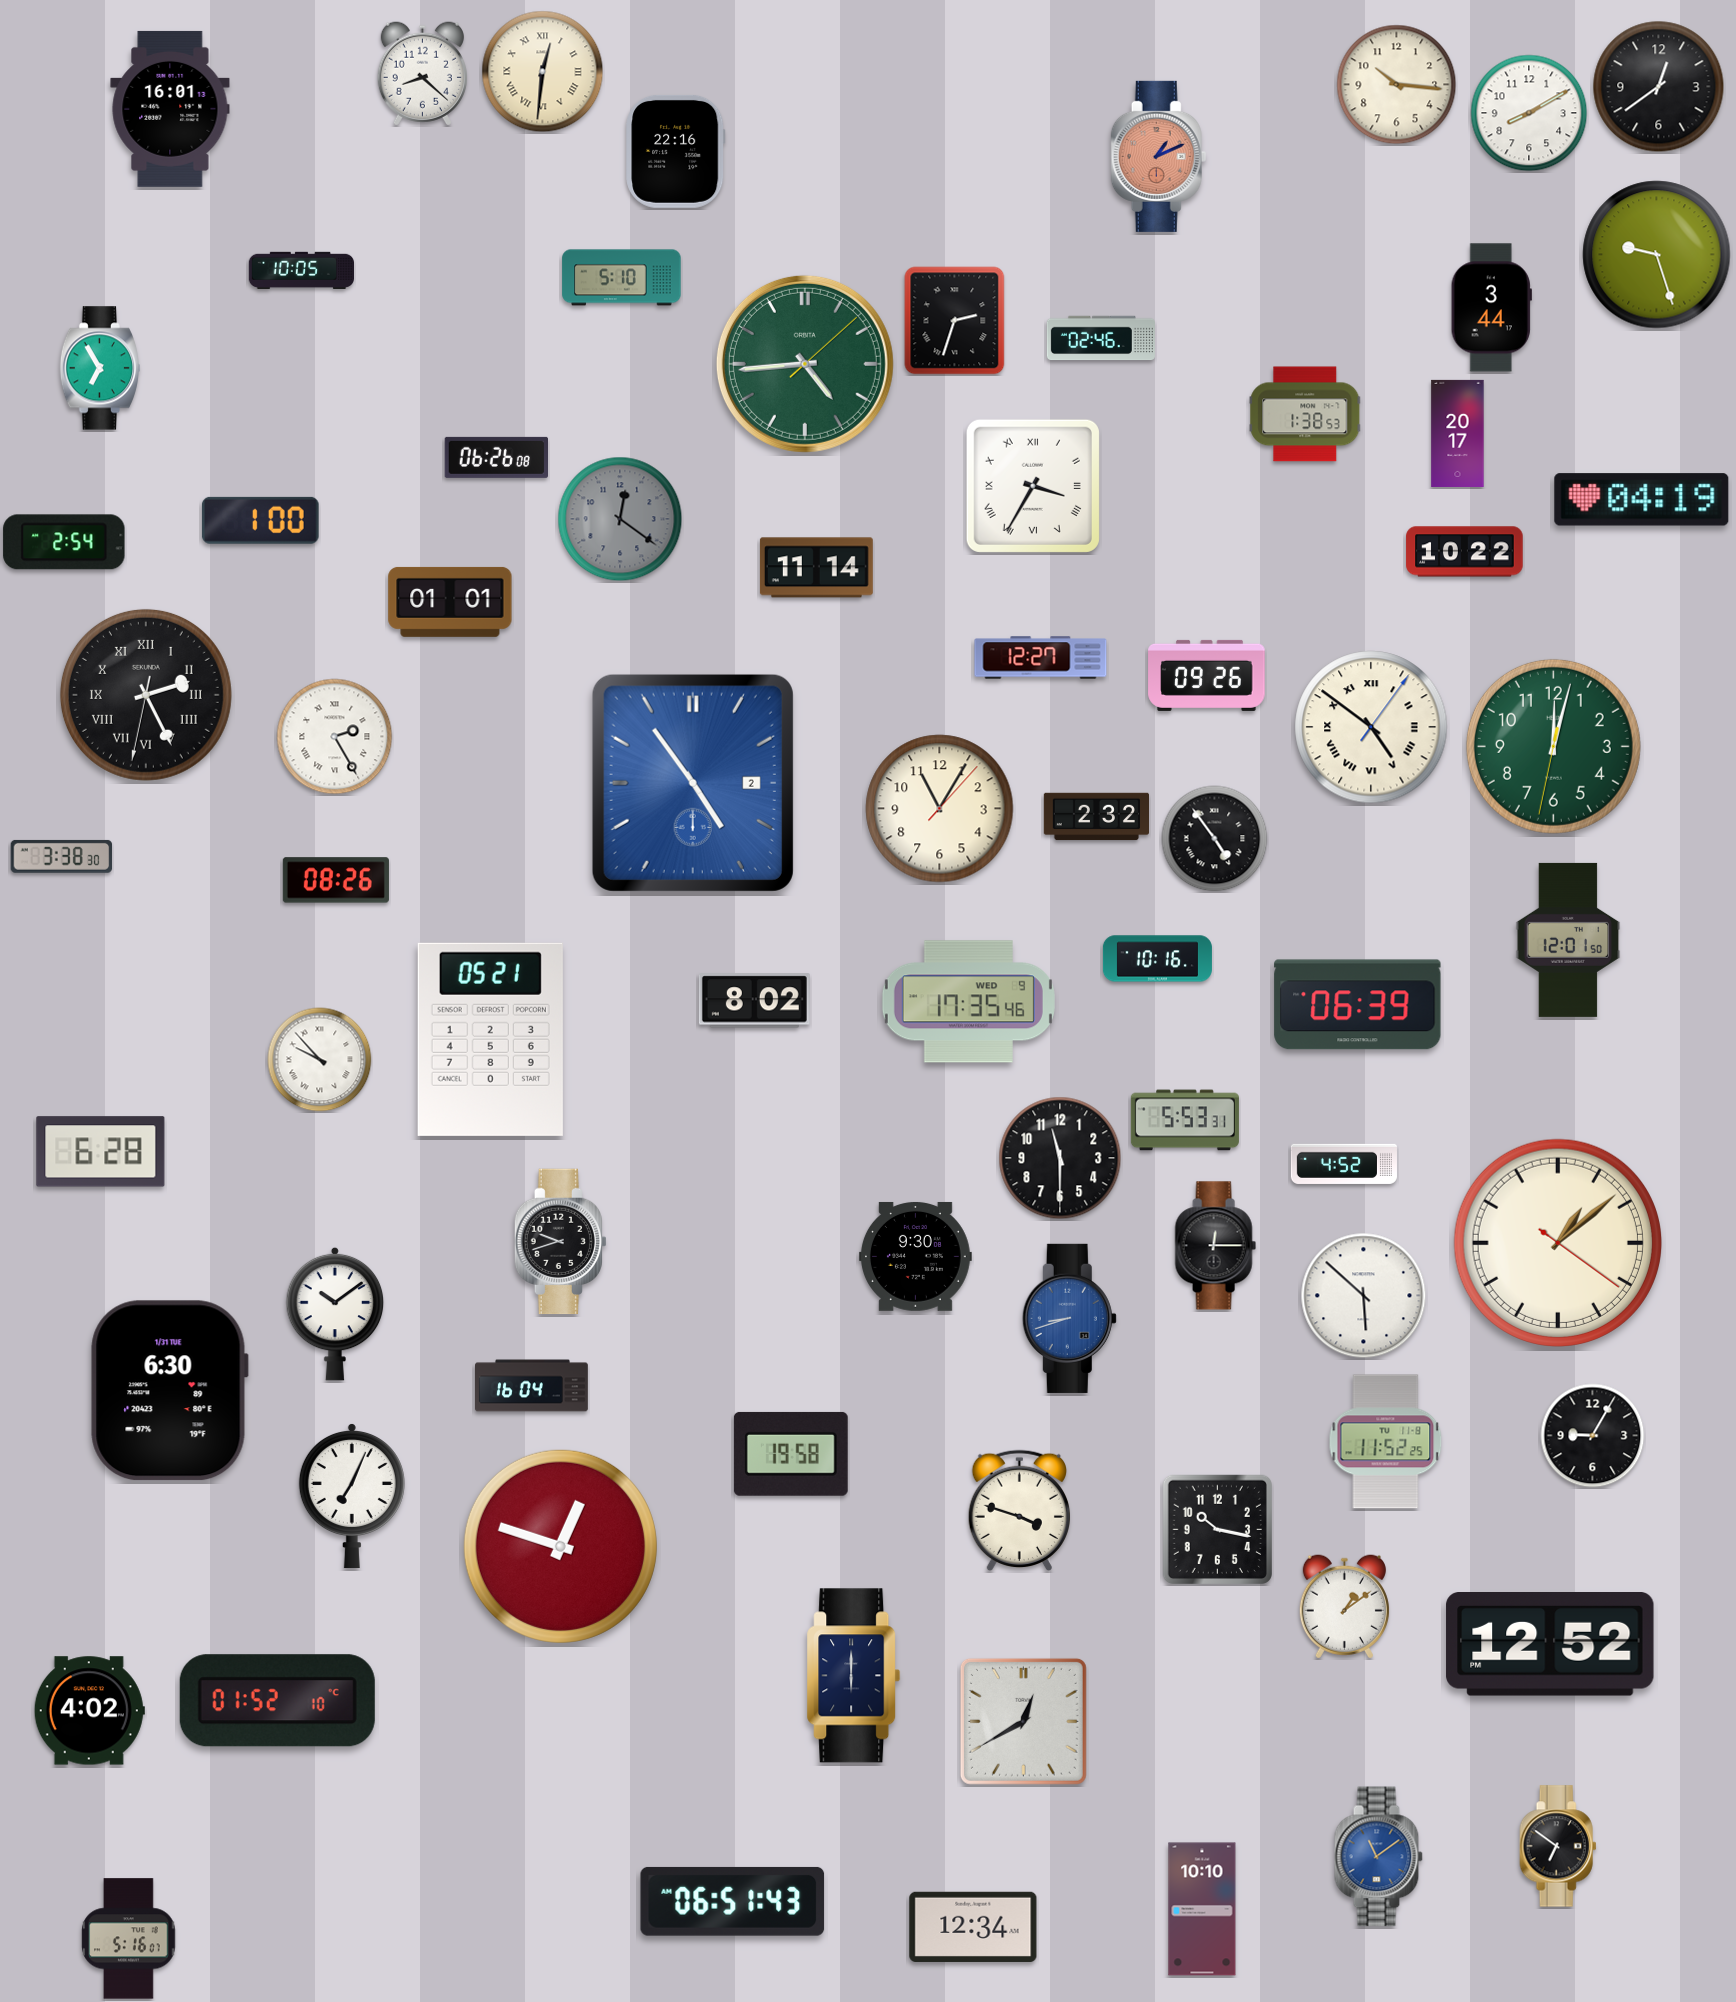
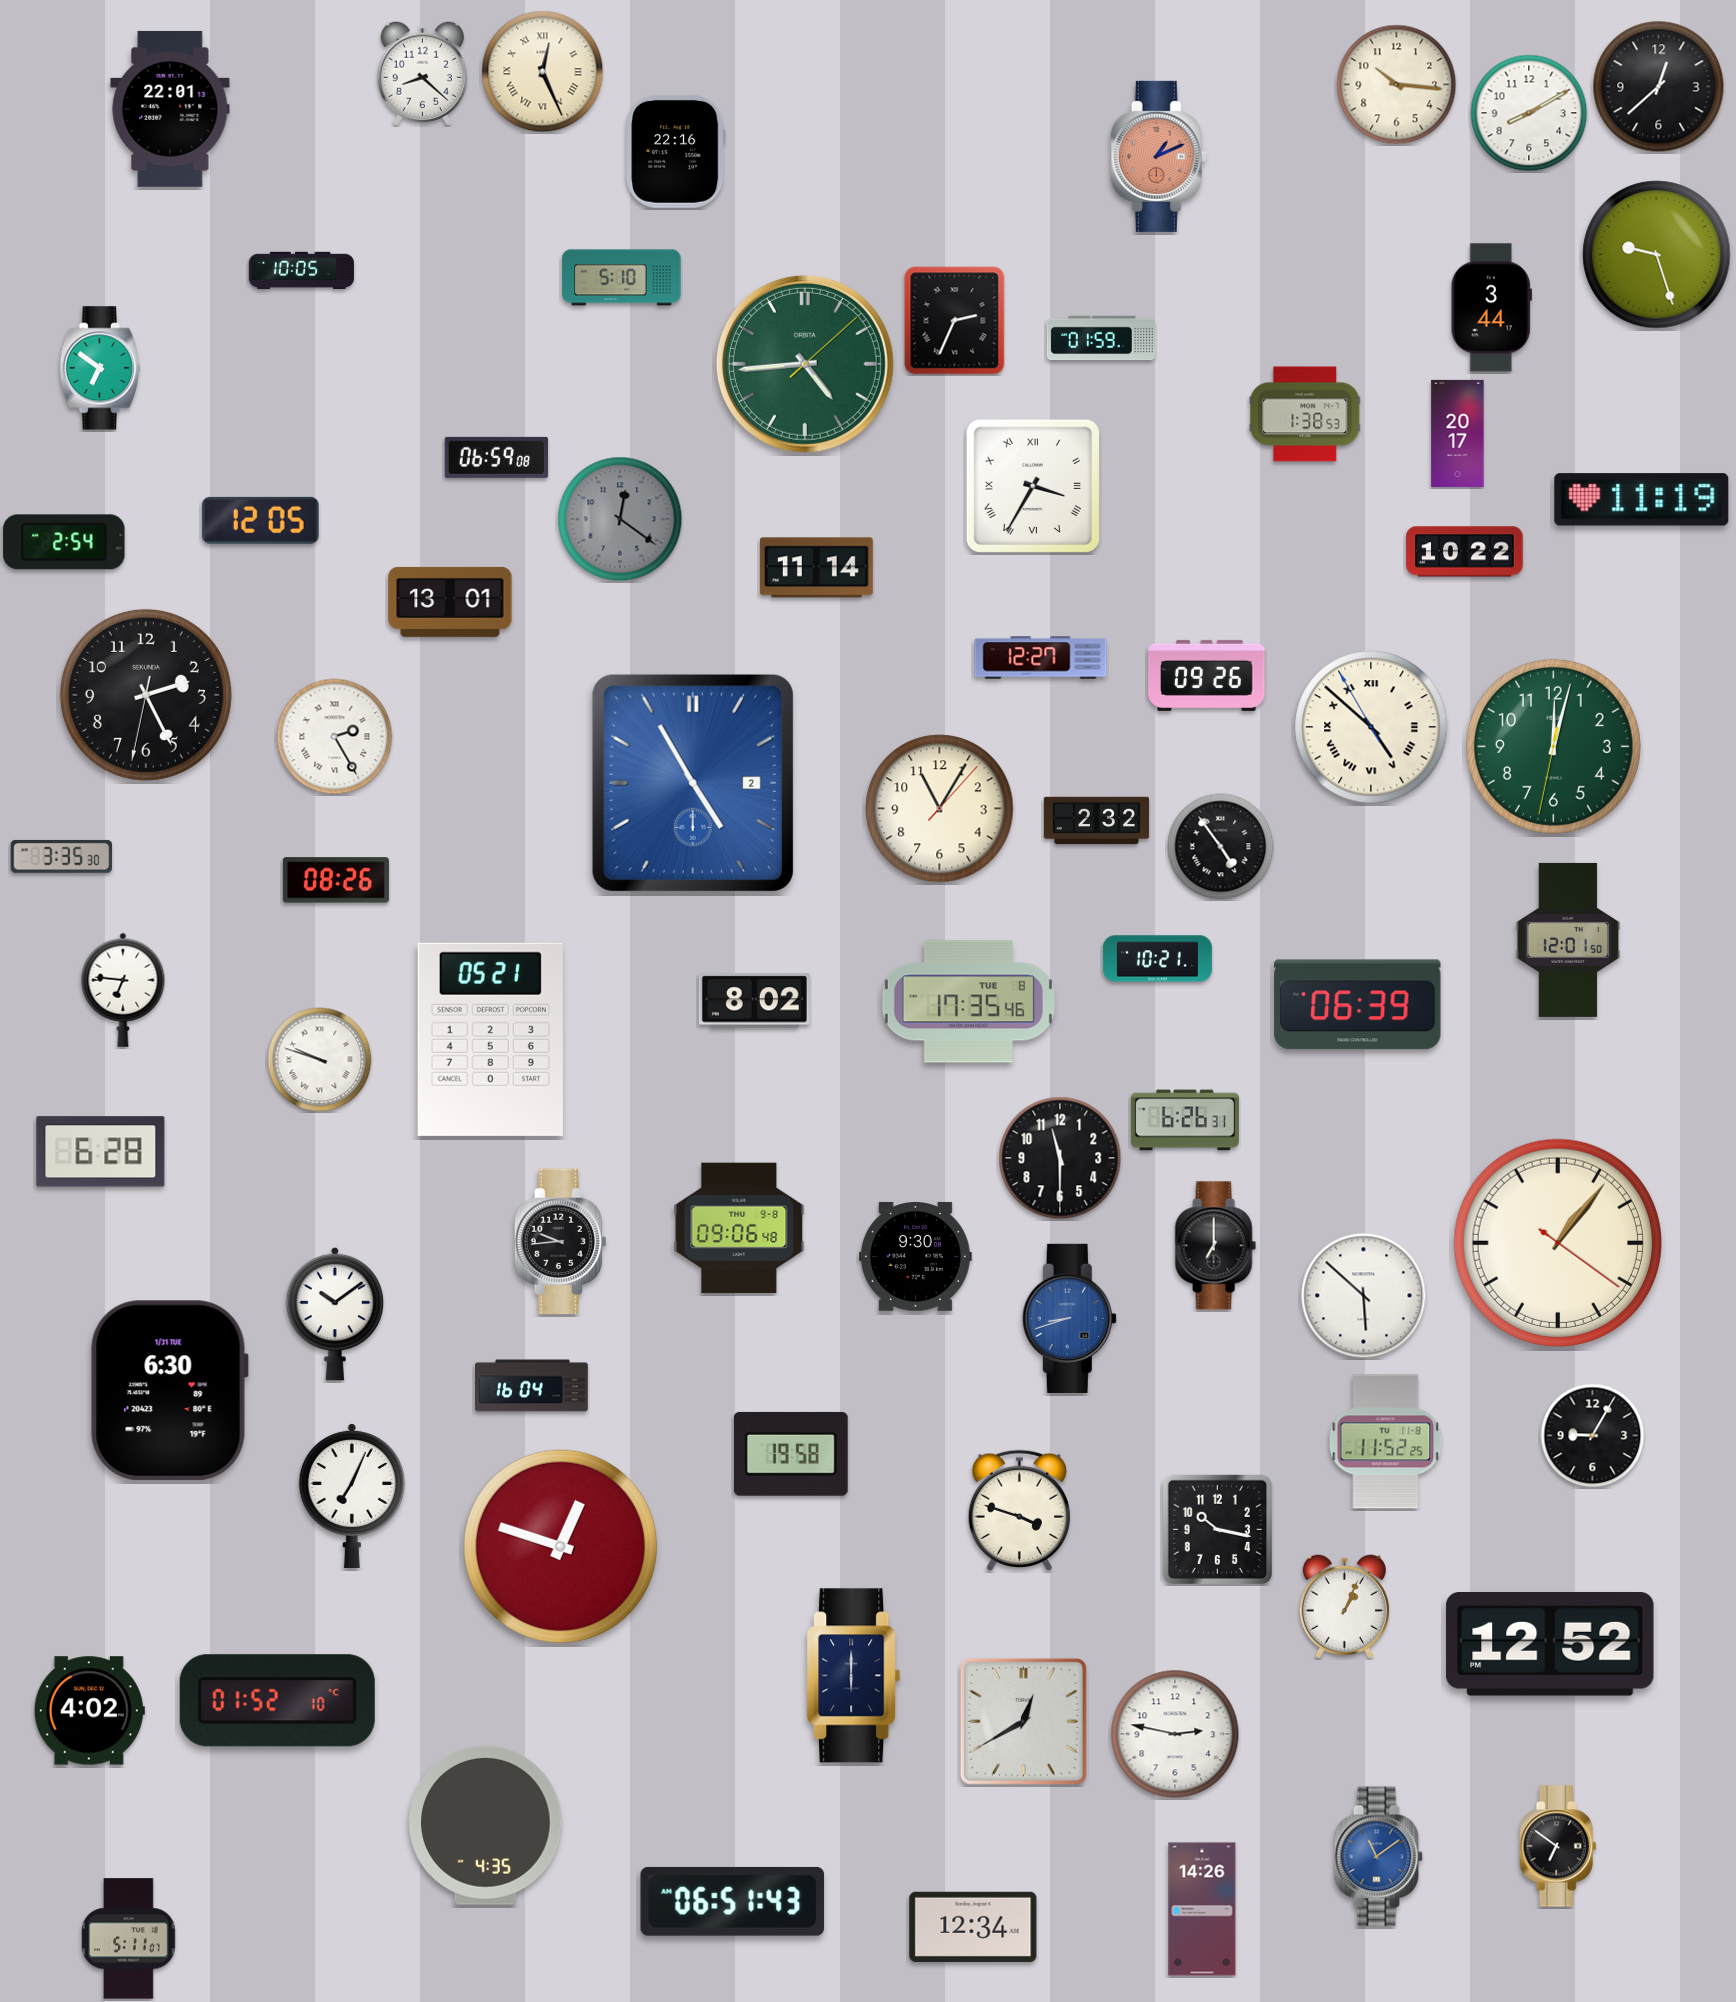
clock at (543, 72): 12:31 -> 12:26
clock at (1659, 87): 12:39 -> 12:38
clock at (170, 109): 16:01 -> 22:01
clock at (955, 321): 2:33 -> 2:34
clock at (1101, 338): 02:46 -> 01:59
clock at (99, 368): 6:55 -> 6:51
clock at (496, 457): 06:26 -> 06:59
clock at (1642, 500): 04:19 -> 11:19
clock at (260, 520): 1:00 -> 12:05
clock at (450, 602): 01:01 -> 13:01
clock at (146, 695) numerals: Roman -> Arabic
clock at (1371, 727): 4:51:06 -> 4:51:55
clock at (693, 783): 4:54 -> 4:55
clock at (1096, 817) position: (1096, 817) -> (1096, 821)
clock at (1215, 839) position: (1215, 839) -> (1221, 847)
clock at (62, 856): 3:38 -> 3:35
clock at (1157, 959): 10:16 -> 10:21
clock at (123, 990): none -> 6:46
clock at (968, 1002) date: WED 9 -> TUE 8
clock at (320, 1060): 9:53 -> 9:48
clock at (1185, 1120): 5:53 -> 6:26
clock at (1344, 1164): 4:52 -> none
clock at (739, 1228): none -> 09:06
clock at (560, 1242): 9:42 -> 9:44
clock at (1558, 1243): 1:08 -> 1:06
clock at (1215, 1246): 12:15 -> 7:00
clock at (1344, 1607): 1:09 -> 1:04
clock at (1175, 1734): none -> 2:47
clock at (486, 1825): none -> 4:35
clock at (1202, 1909): 10:10 -> 14:26
clock at (129, 1939): 5:16 -> 5:11
